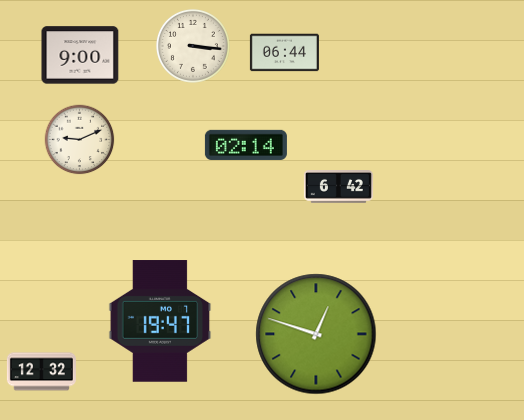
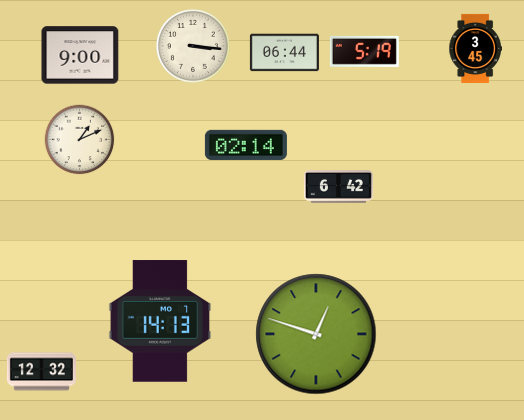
clock at (475, 48): none -> 3:45
clock at (364, 51): none -> 5:19
clock at (80, 140): 9:11 -> 1:11
clock at (160, 321): 19:47 -> 14:13
